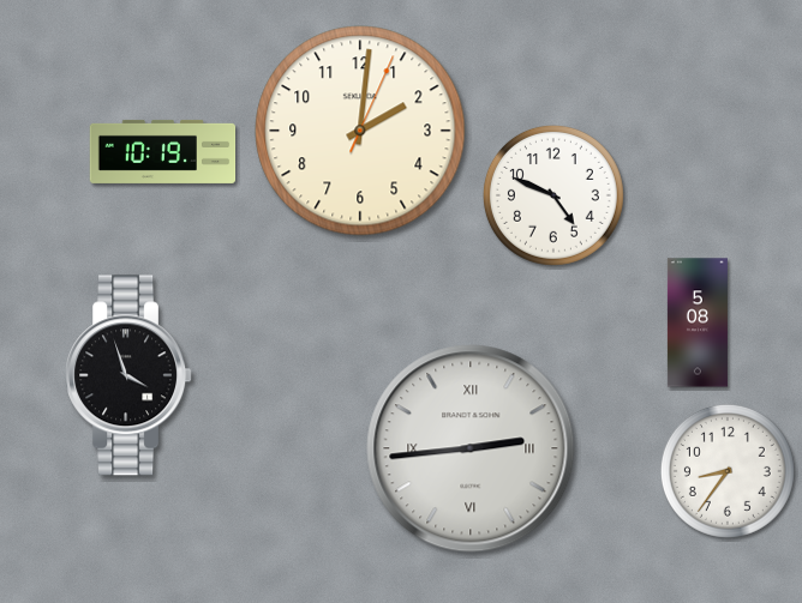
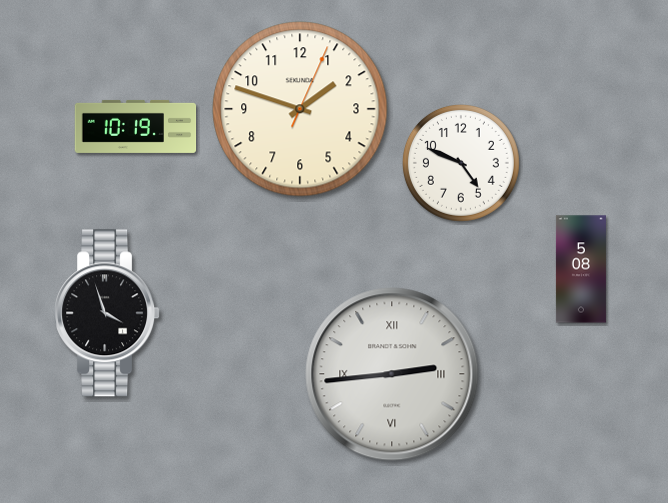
clock at (360, 131): 2:01 -> 1:48
clock at (728, 471): 8:36 -> none
